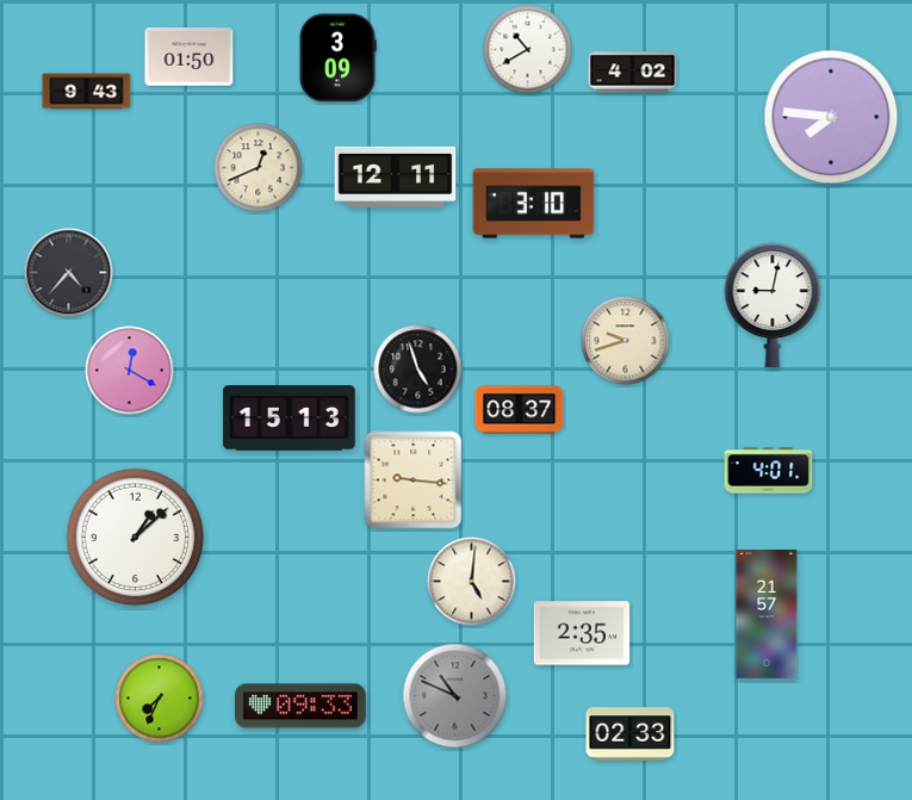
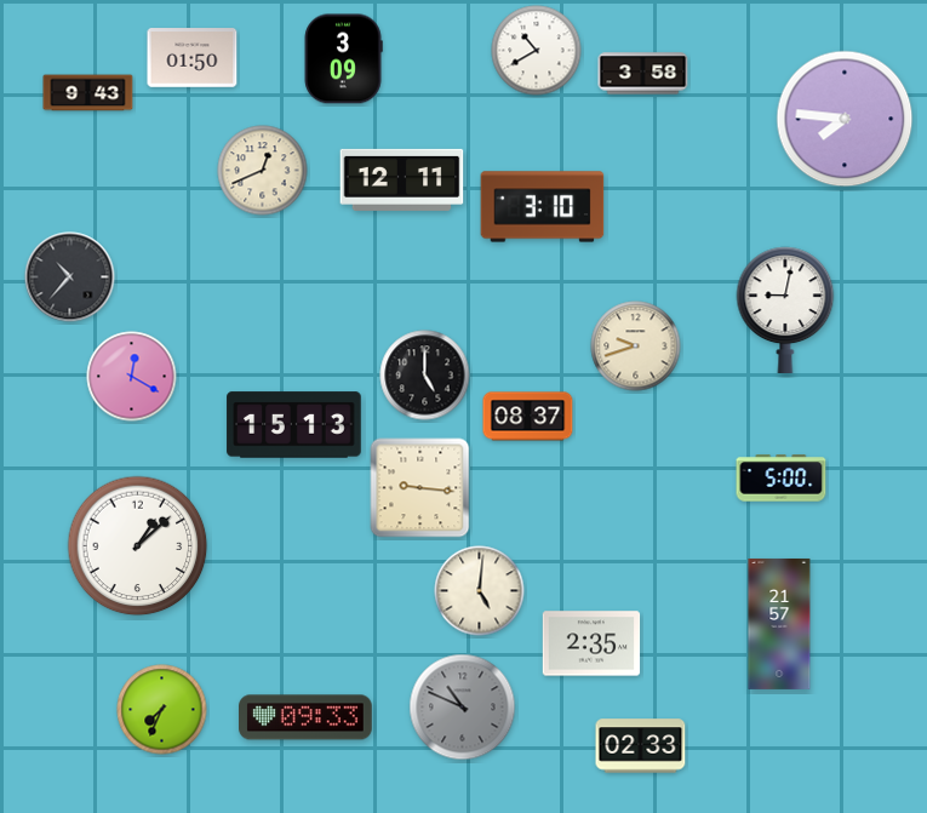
clock at (633, 73): 4:02 -> 3:58
clock at (69, 273): 4:37 -> 10:37
clock at (418, 370): 4:57 -> 5:00
clock at (769, 471): 4:01 -> 5:00
